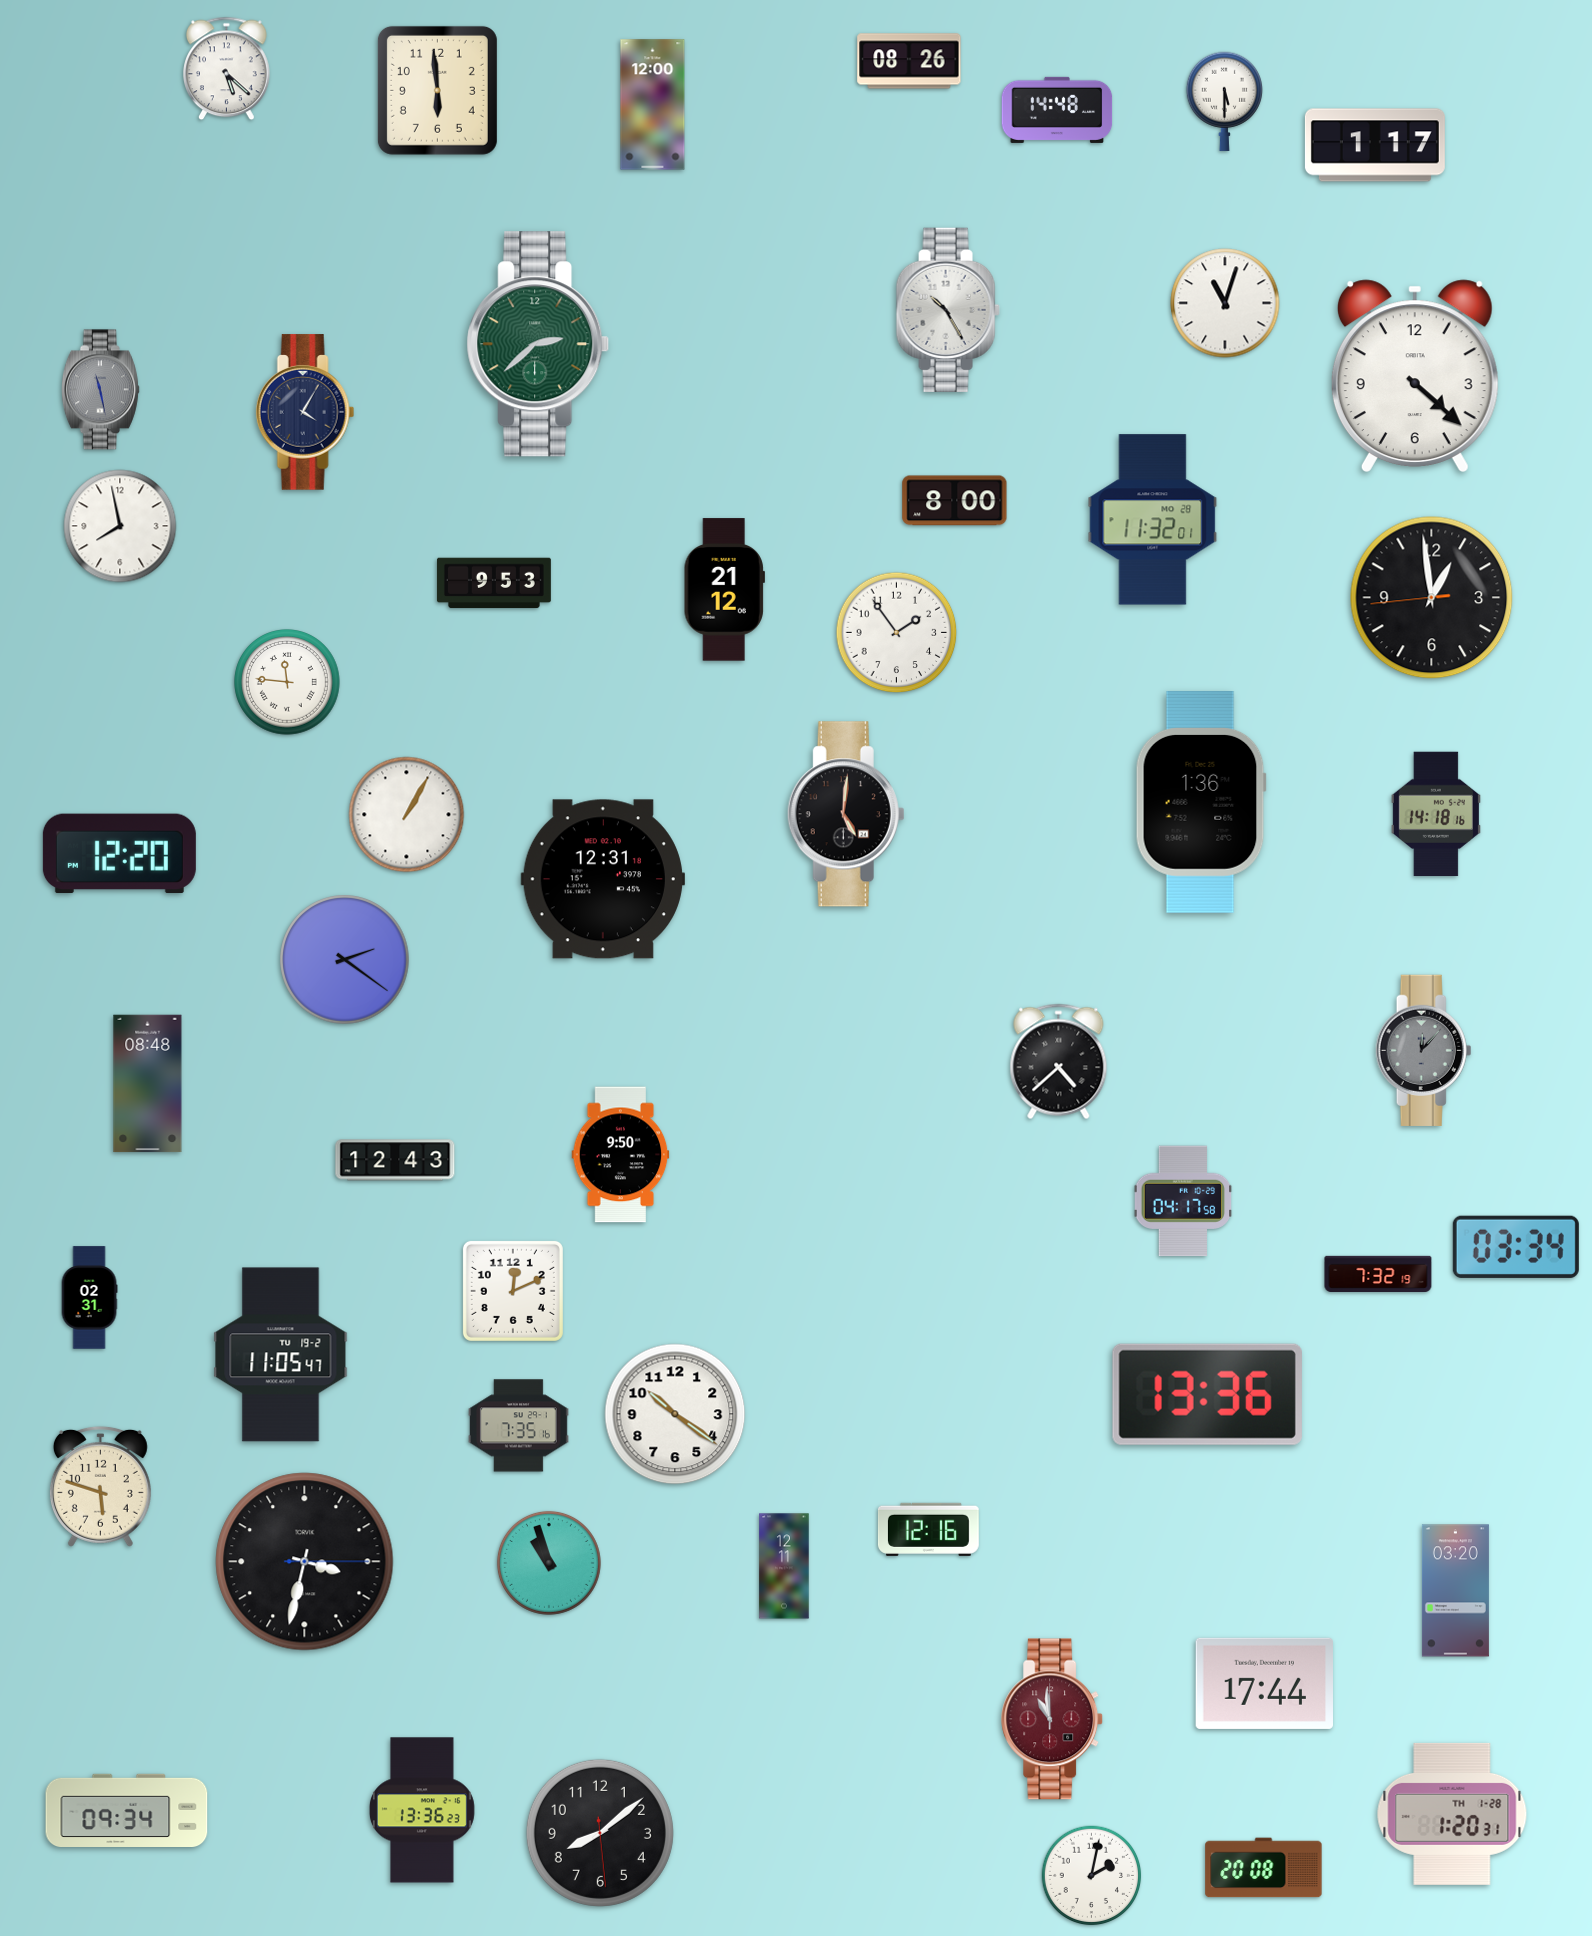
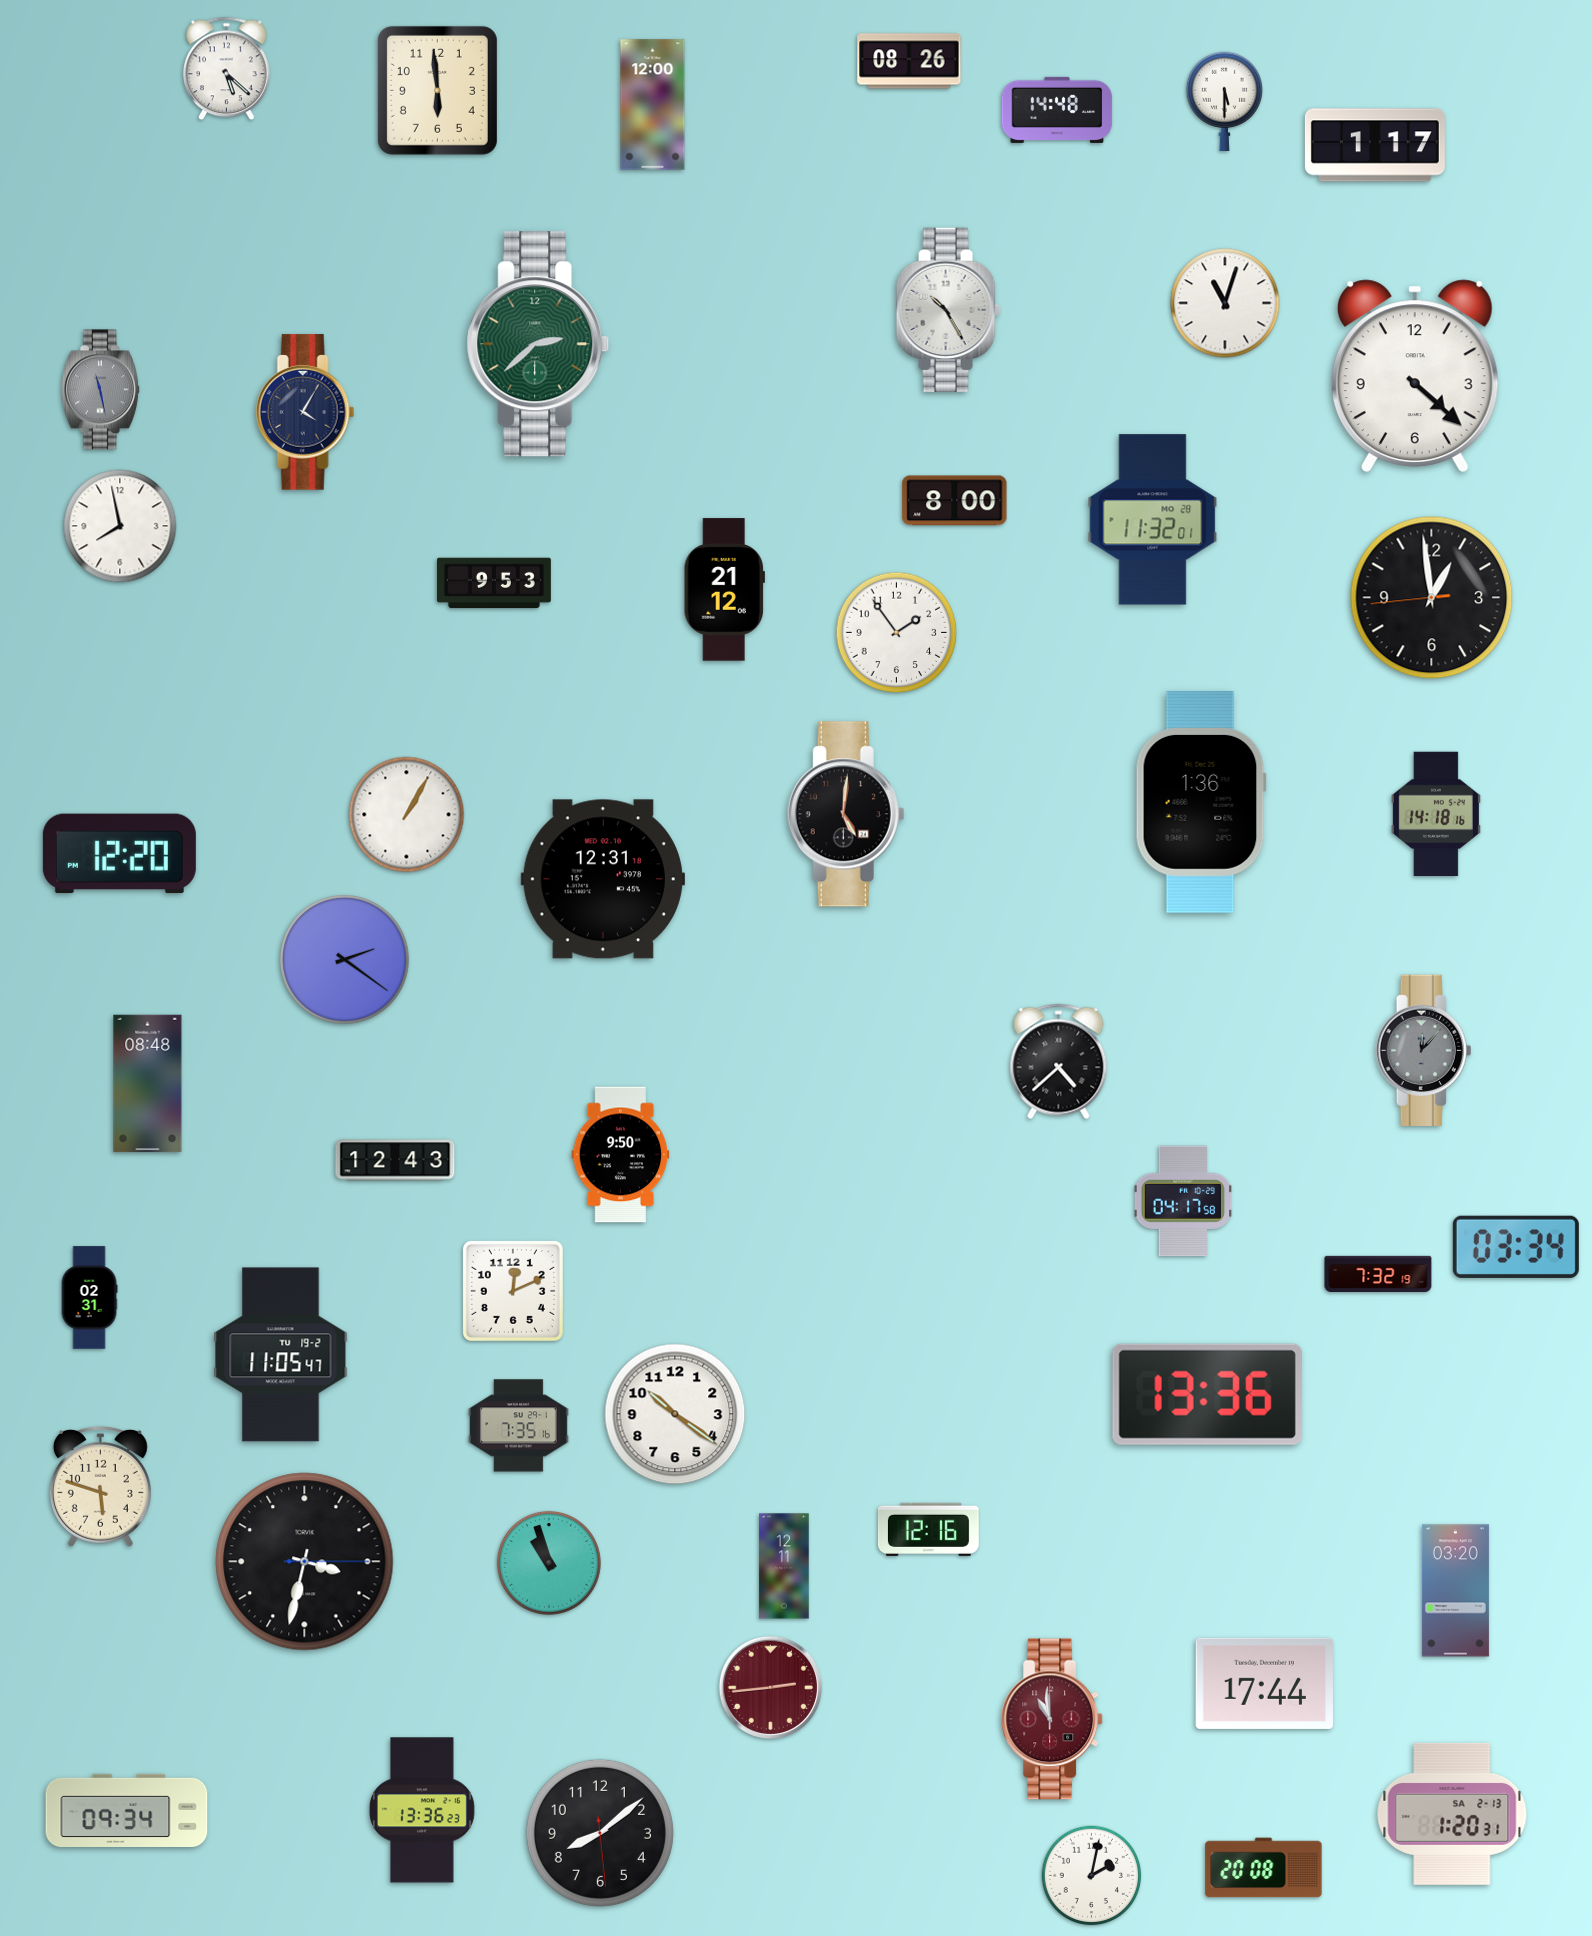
clock at (287, 682): 11:46 -> none
clock at (771, 1688): none -> 2:44
clock at (1452, 1814) date: TH 1-28 -> SA 2-13
